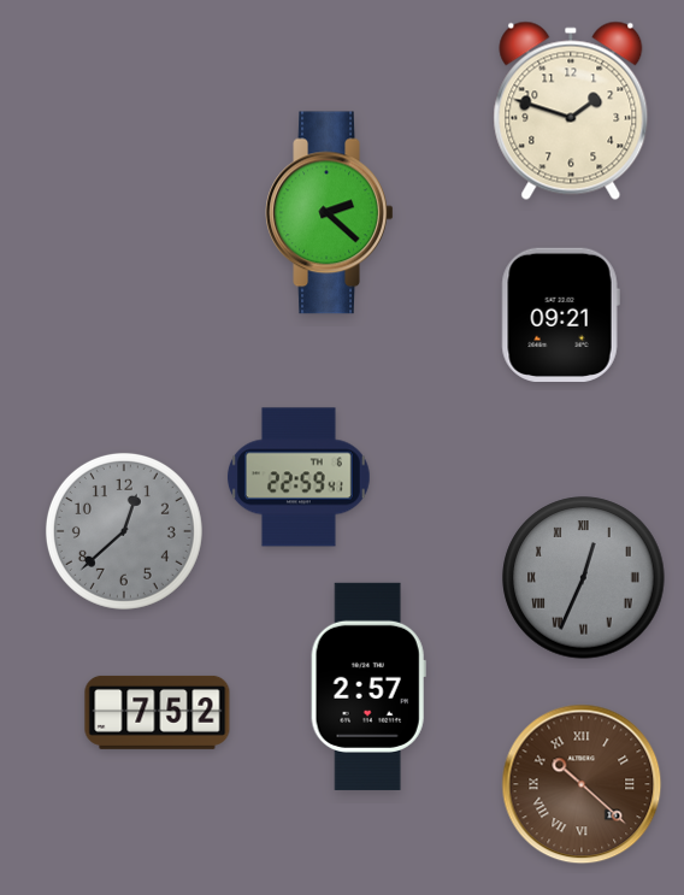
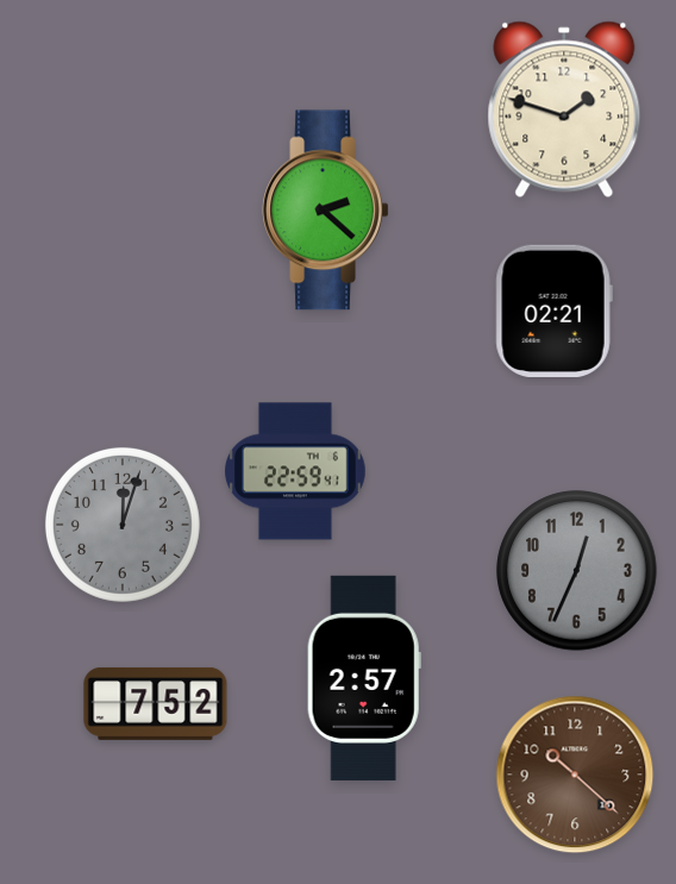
clock at (560, 314): 09:21 -> 02:21
clock at (124, 531): 12:38 -> 12:03
clock at (584, 578) numerals: Roman -> Arabic
clock at (582, 784) numerals: Roman -> Arabic
